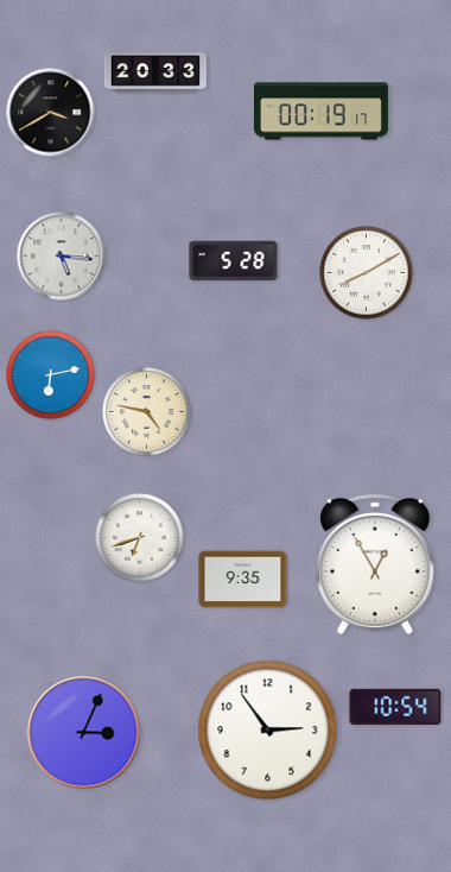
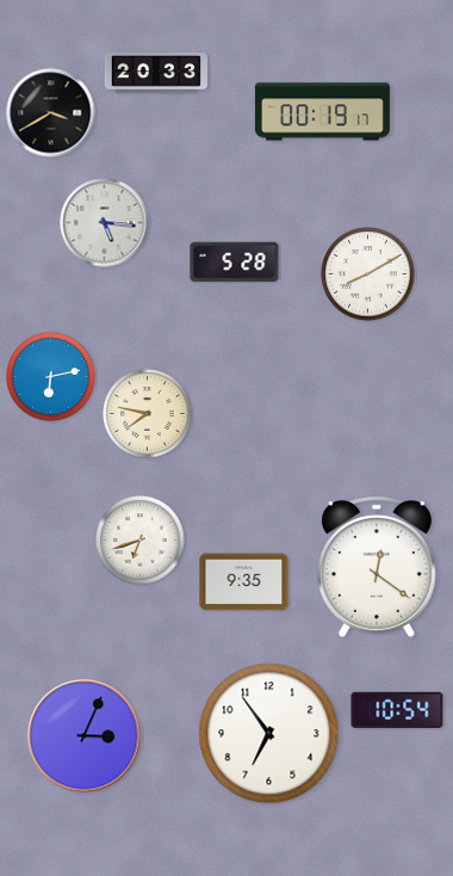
clock at (62, 257) position: (62, 257) -> (105, 223)
clock at (147, 412): 4:47 -> 7:47
clock at (375, 564): 12:55 -> 12:21
clock at (268, 731): 2:54 -> 6:54
